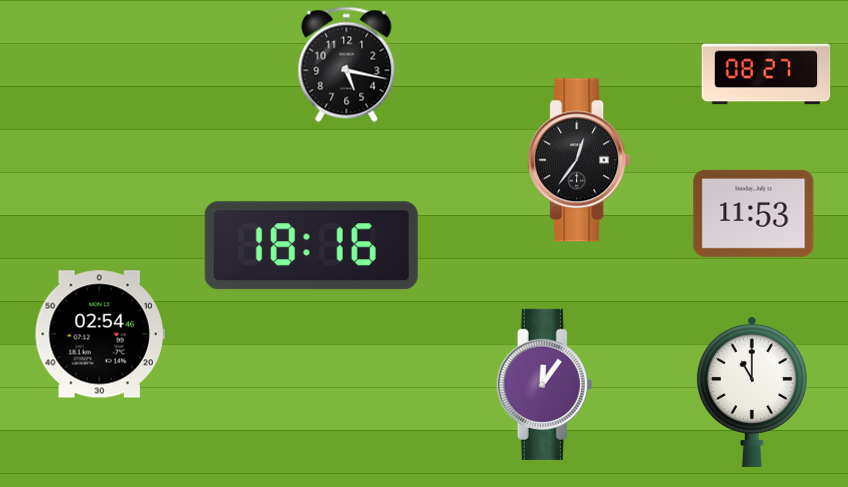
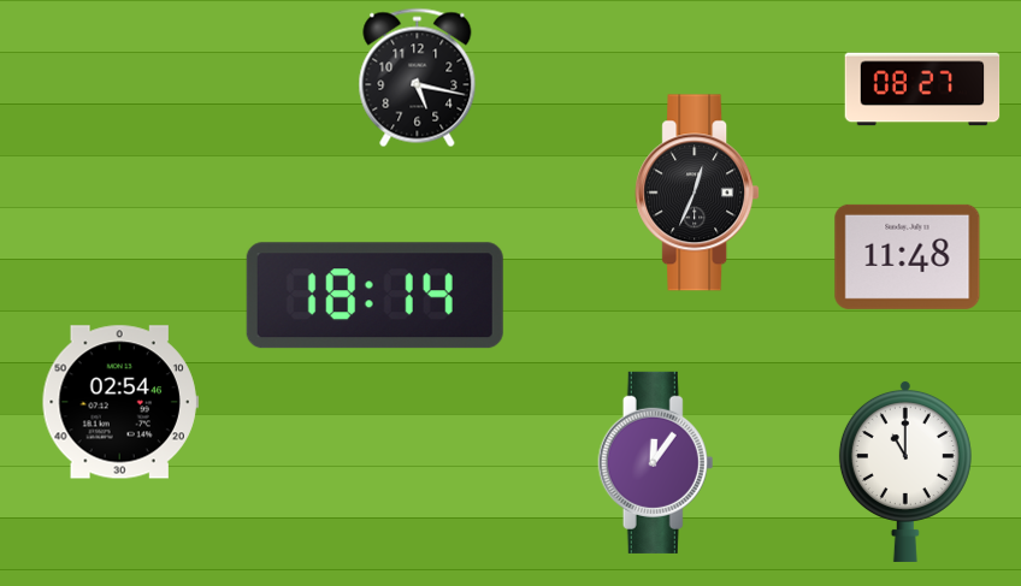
clock at (579, 160): 12:36 -> 12:34
clock at (754, 213): 11:53 -> 11:48
clock at (311, 246): 18:16 -> 18:14
